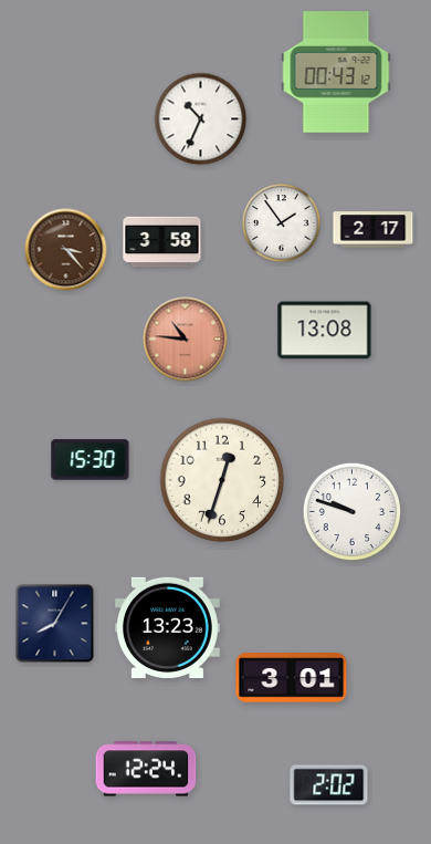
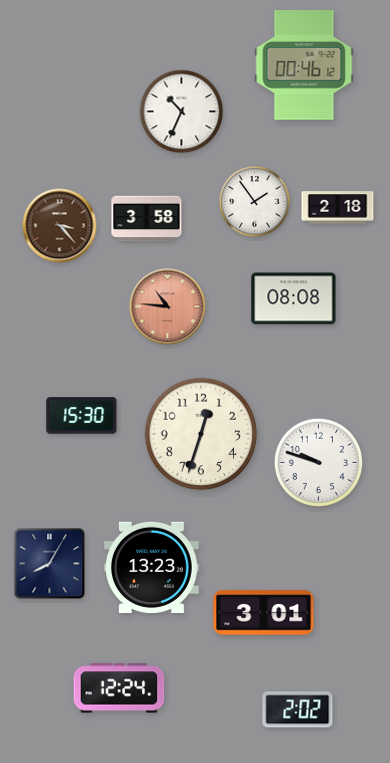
clock at (336, 72): 00:43 -> 00:46
clock at (201, 119) position: (201, 119) -> (182, 112)
clock at (374, 230): 2:17 -> 2:18
clock at (325, 331): 13:08 -> 08:08
clock at (146, 769) position: (146, 769) -> (119, 688)
